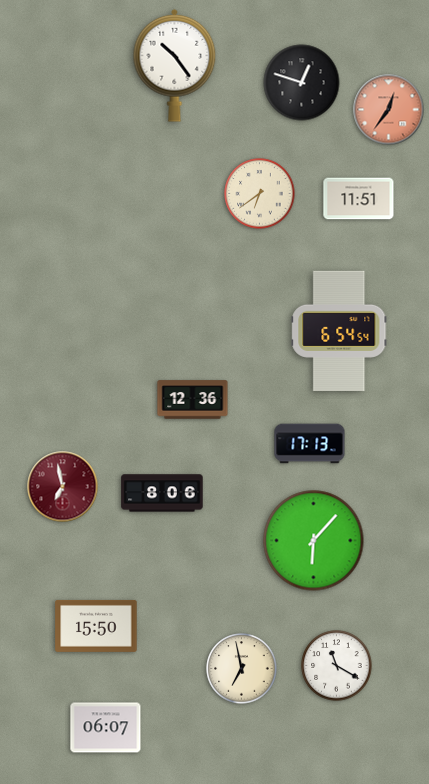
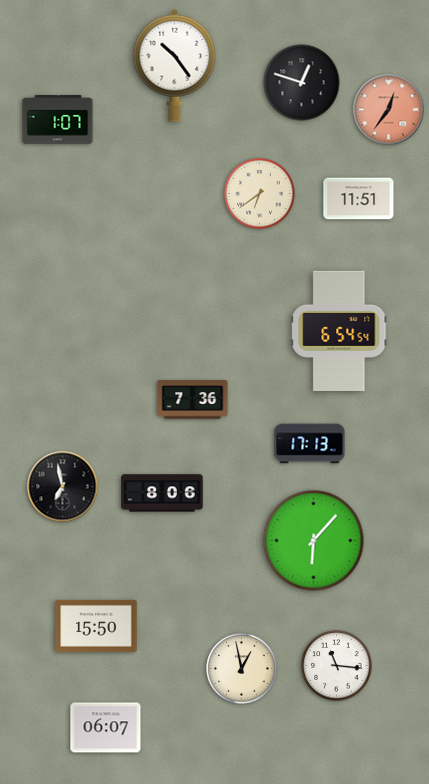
clock at (58, 120): none -> 1:07
clock at (193, 400): 12:36 -> 7:36
clock at (63, 487) dial: burgundy -> black
clock at (337, 666): 11:20 -> 11:16
clock at (242, 669): 6:58 -> 12:58
